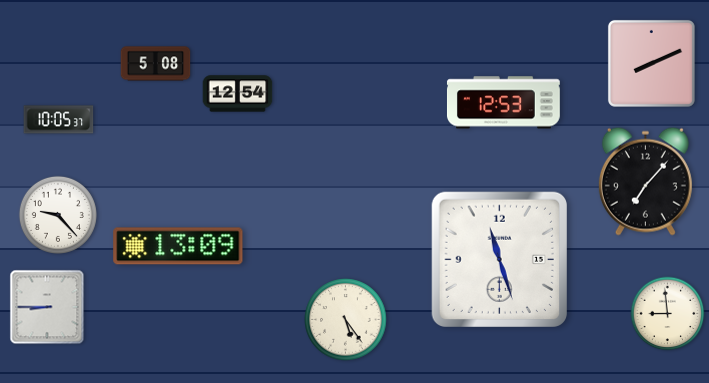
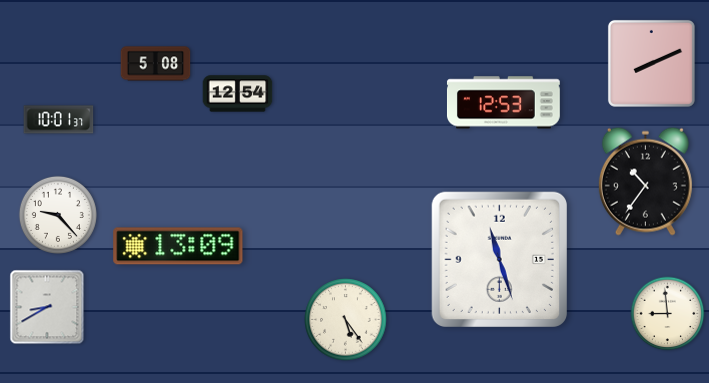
clock at (59, 120): 10:05 -> 10:01
clock at (645, 181): 7:07 -> 10:36
clock at (47, 307): 8:45 -> 8:40
